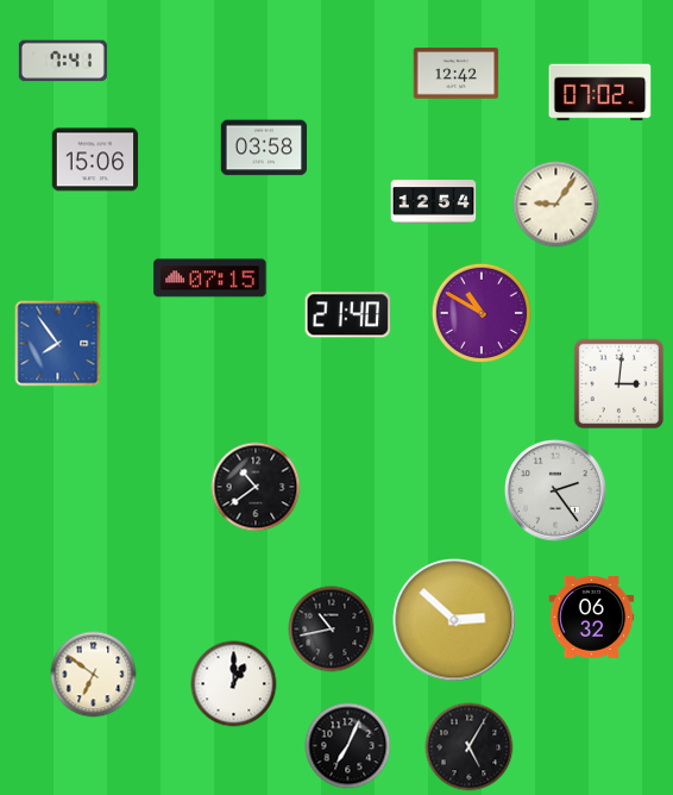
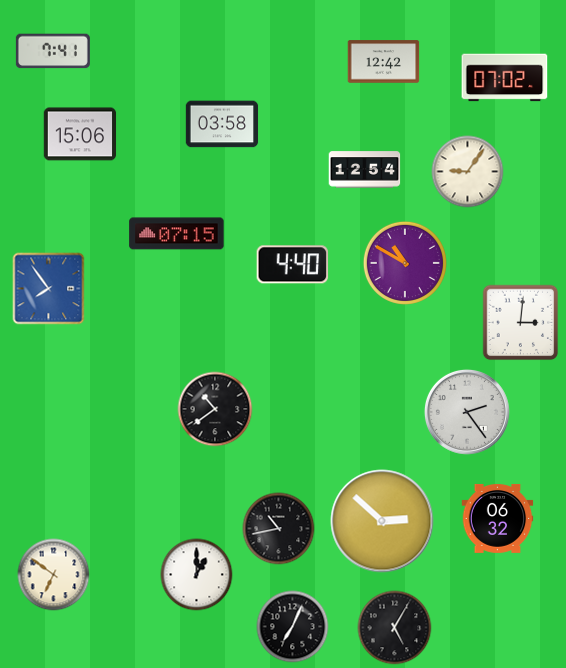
clock at (348, 315): 21:40 -> 4:40
clock at (94, 675) position: (94, 675) -> (54, 575)
